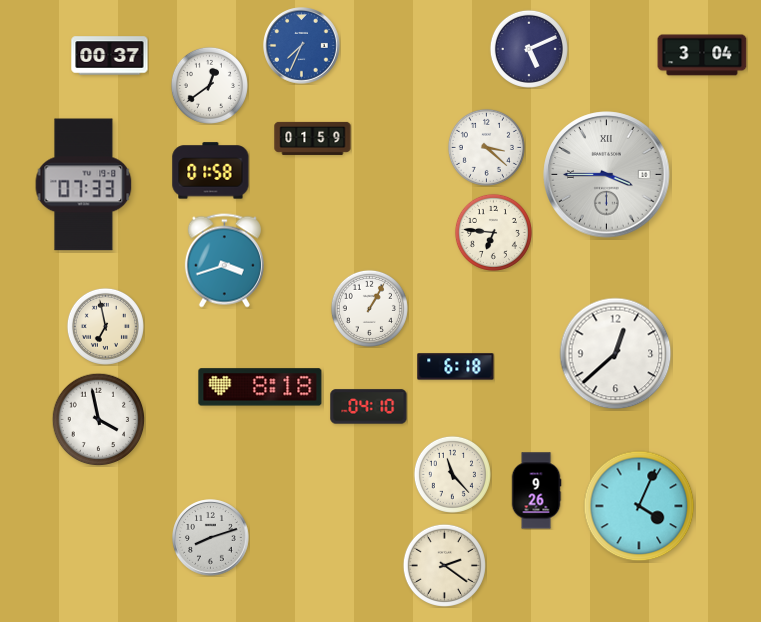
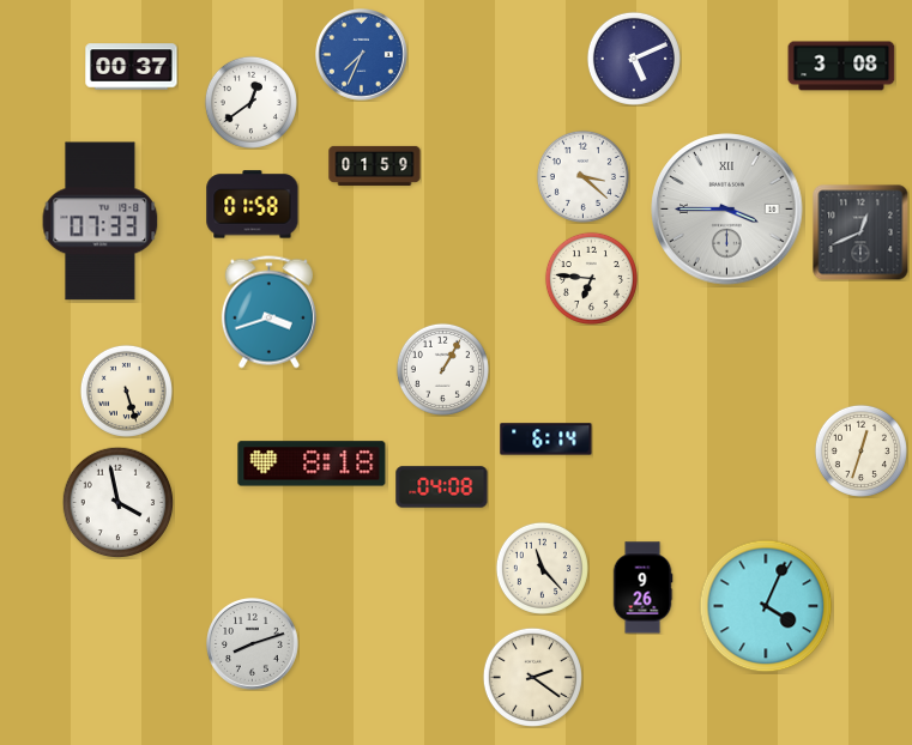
clock at (702, 55): 3:04 -> 3:08
clock at (860, 232): none -> 12:41
clock at (105, 326): 6:58 -> 5:27
clock at (616, 354): 12:38 -> none
clock at (456, 367): 6:18 -> 6:14
clock at (860, 450): none -> 12:33
clock at (369, 407): 04:10 -> 04:08
